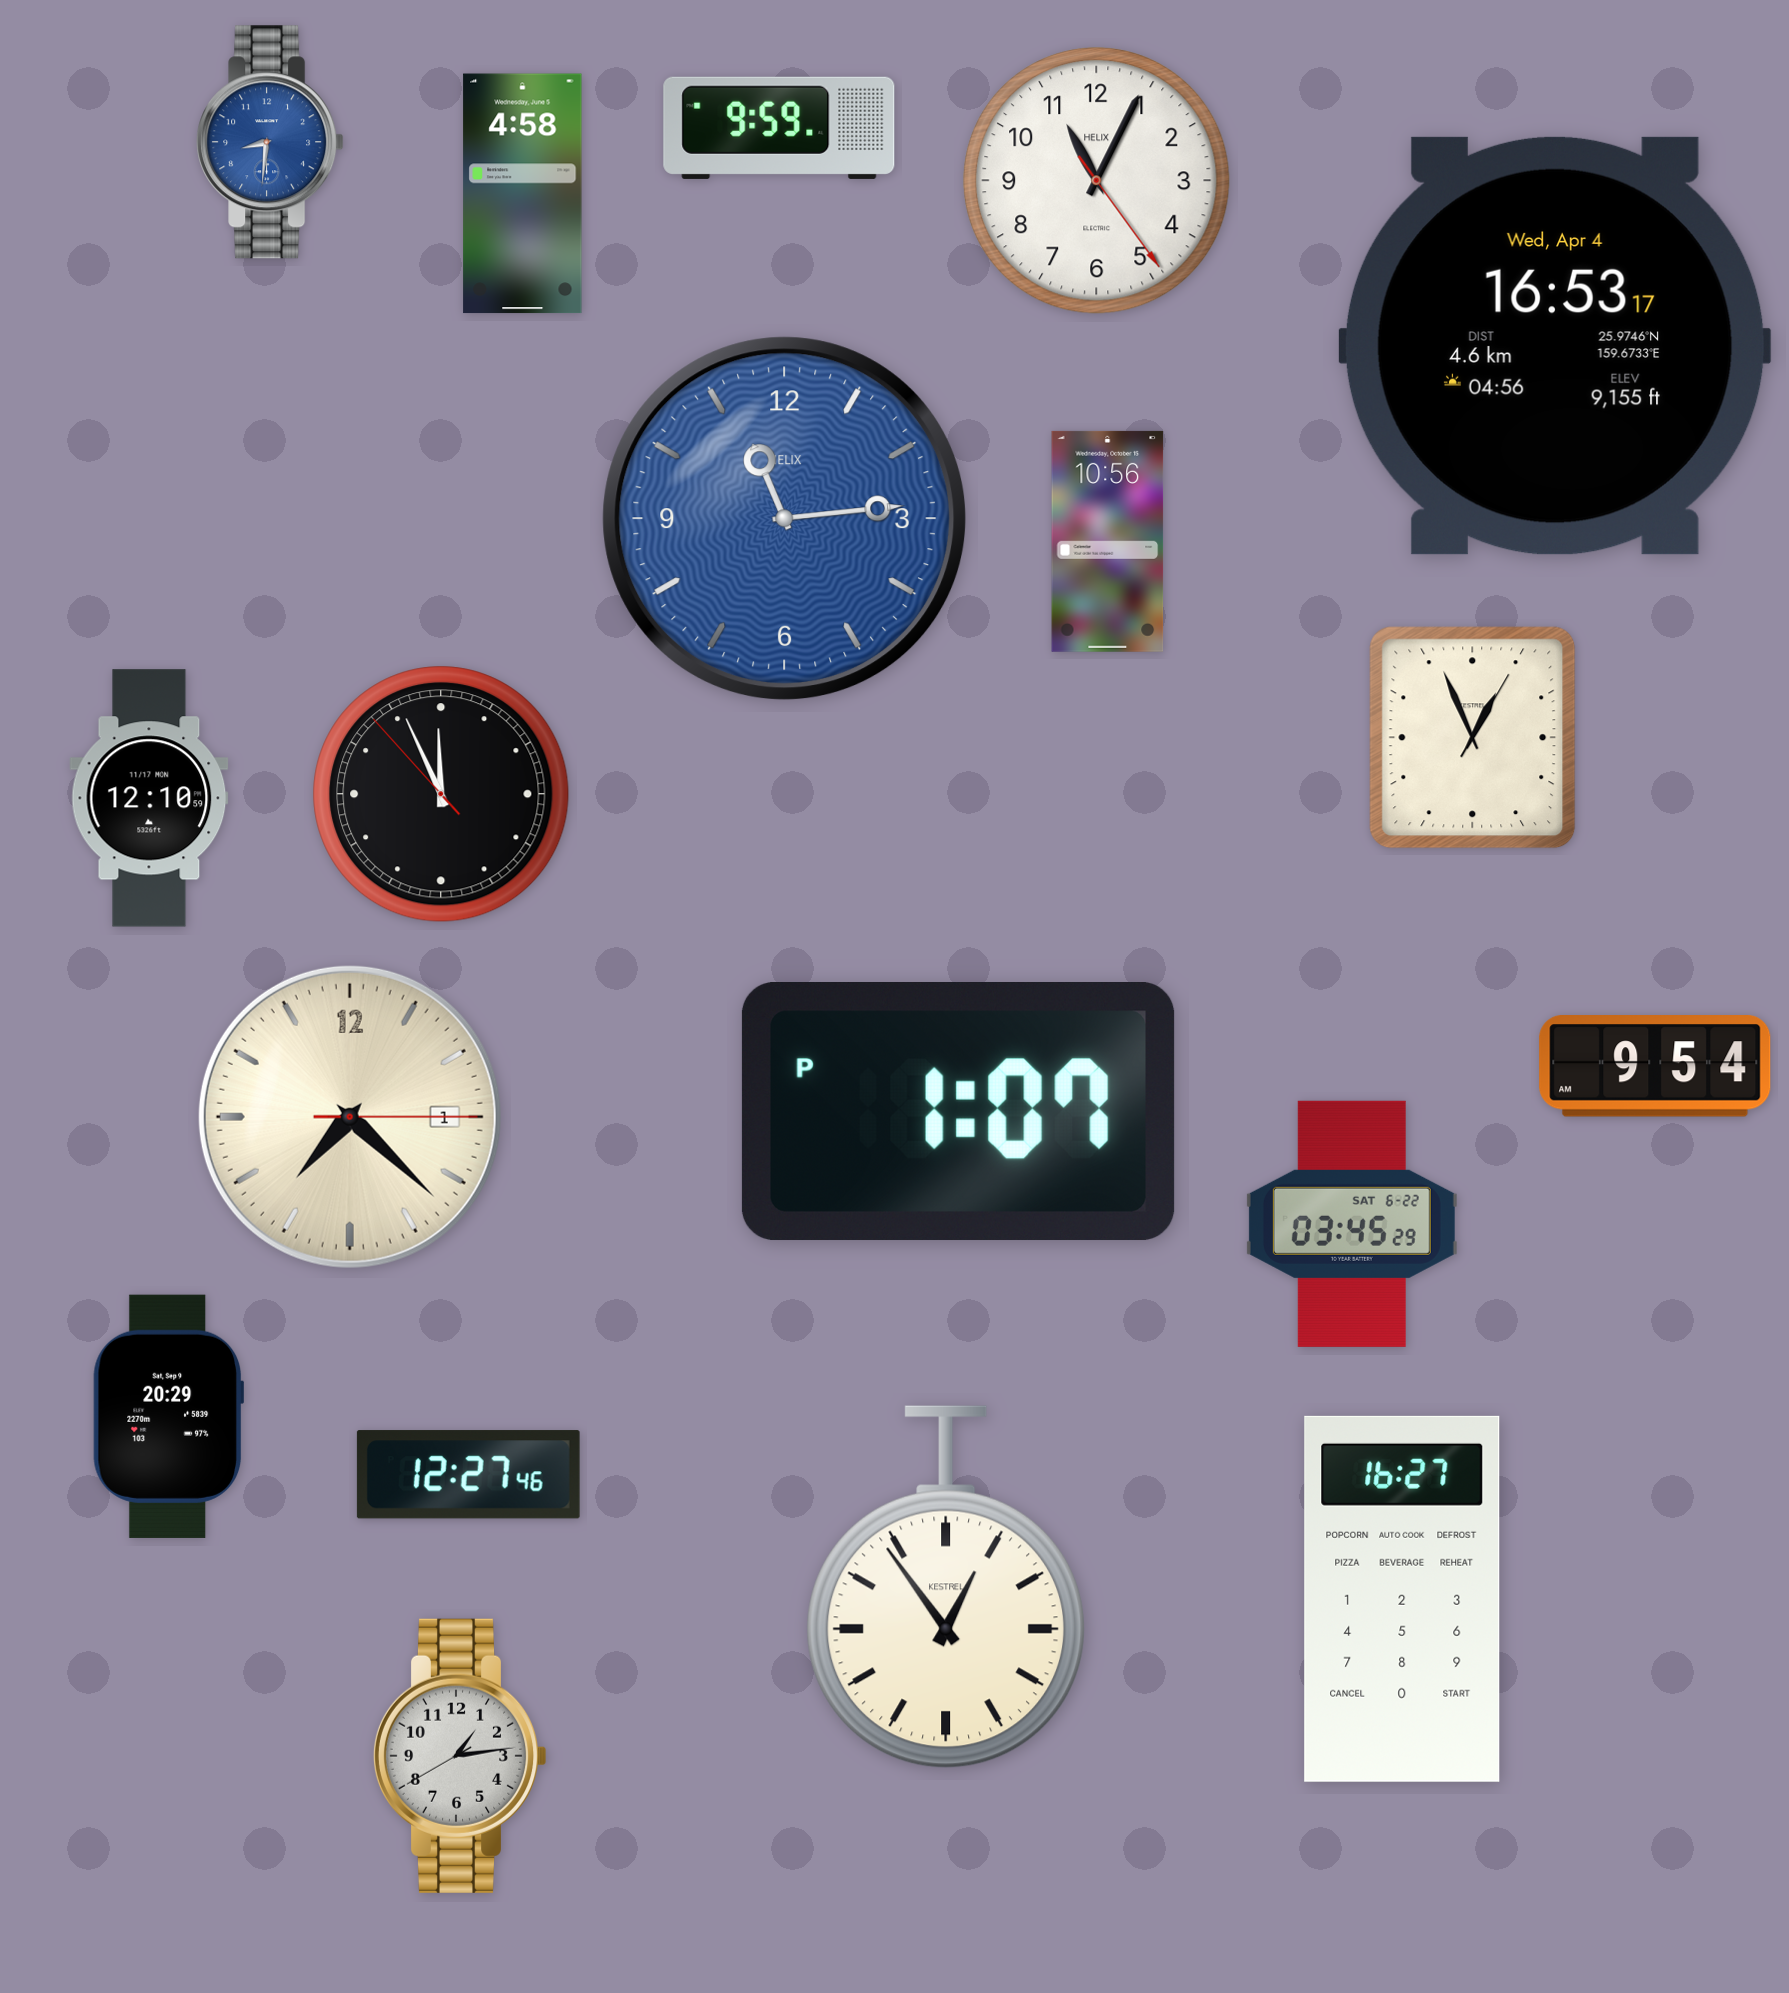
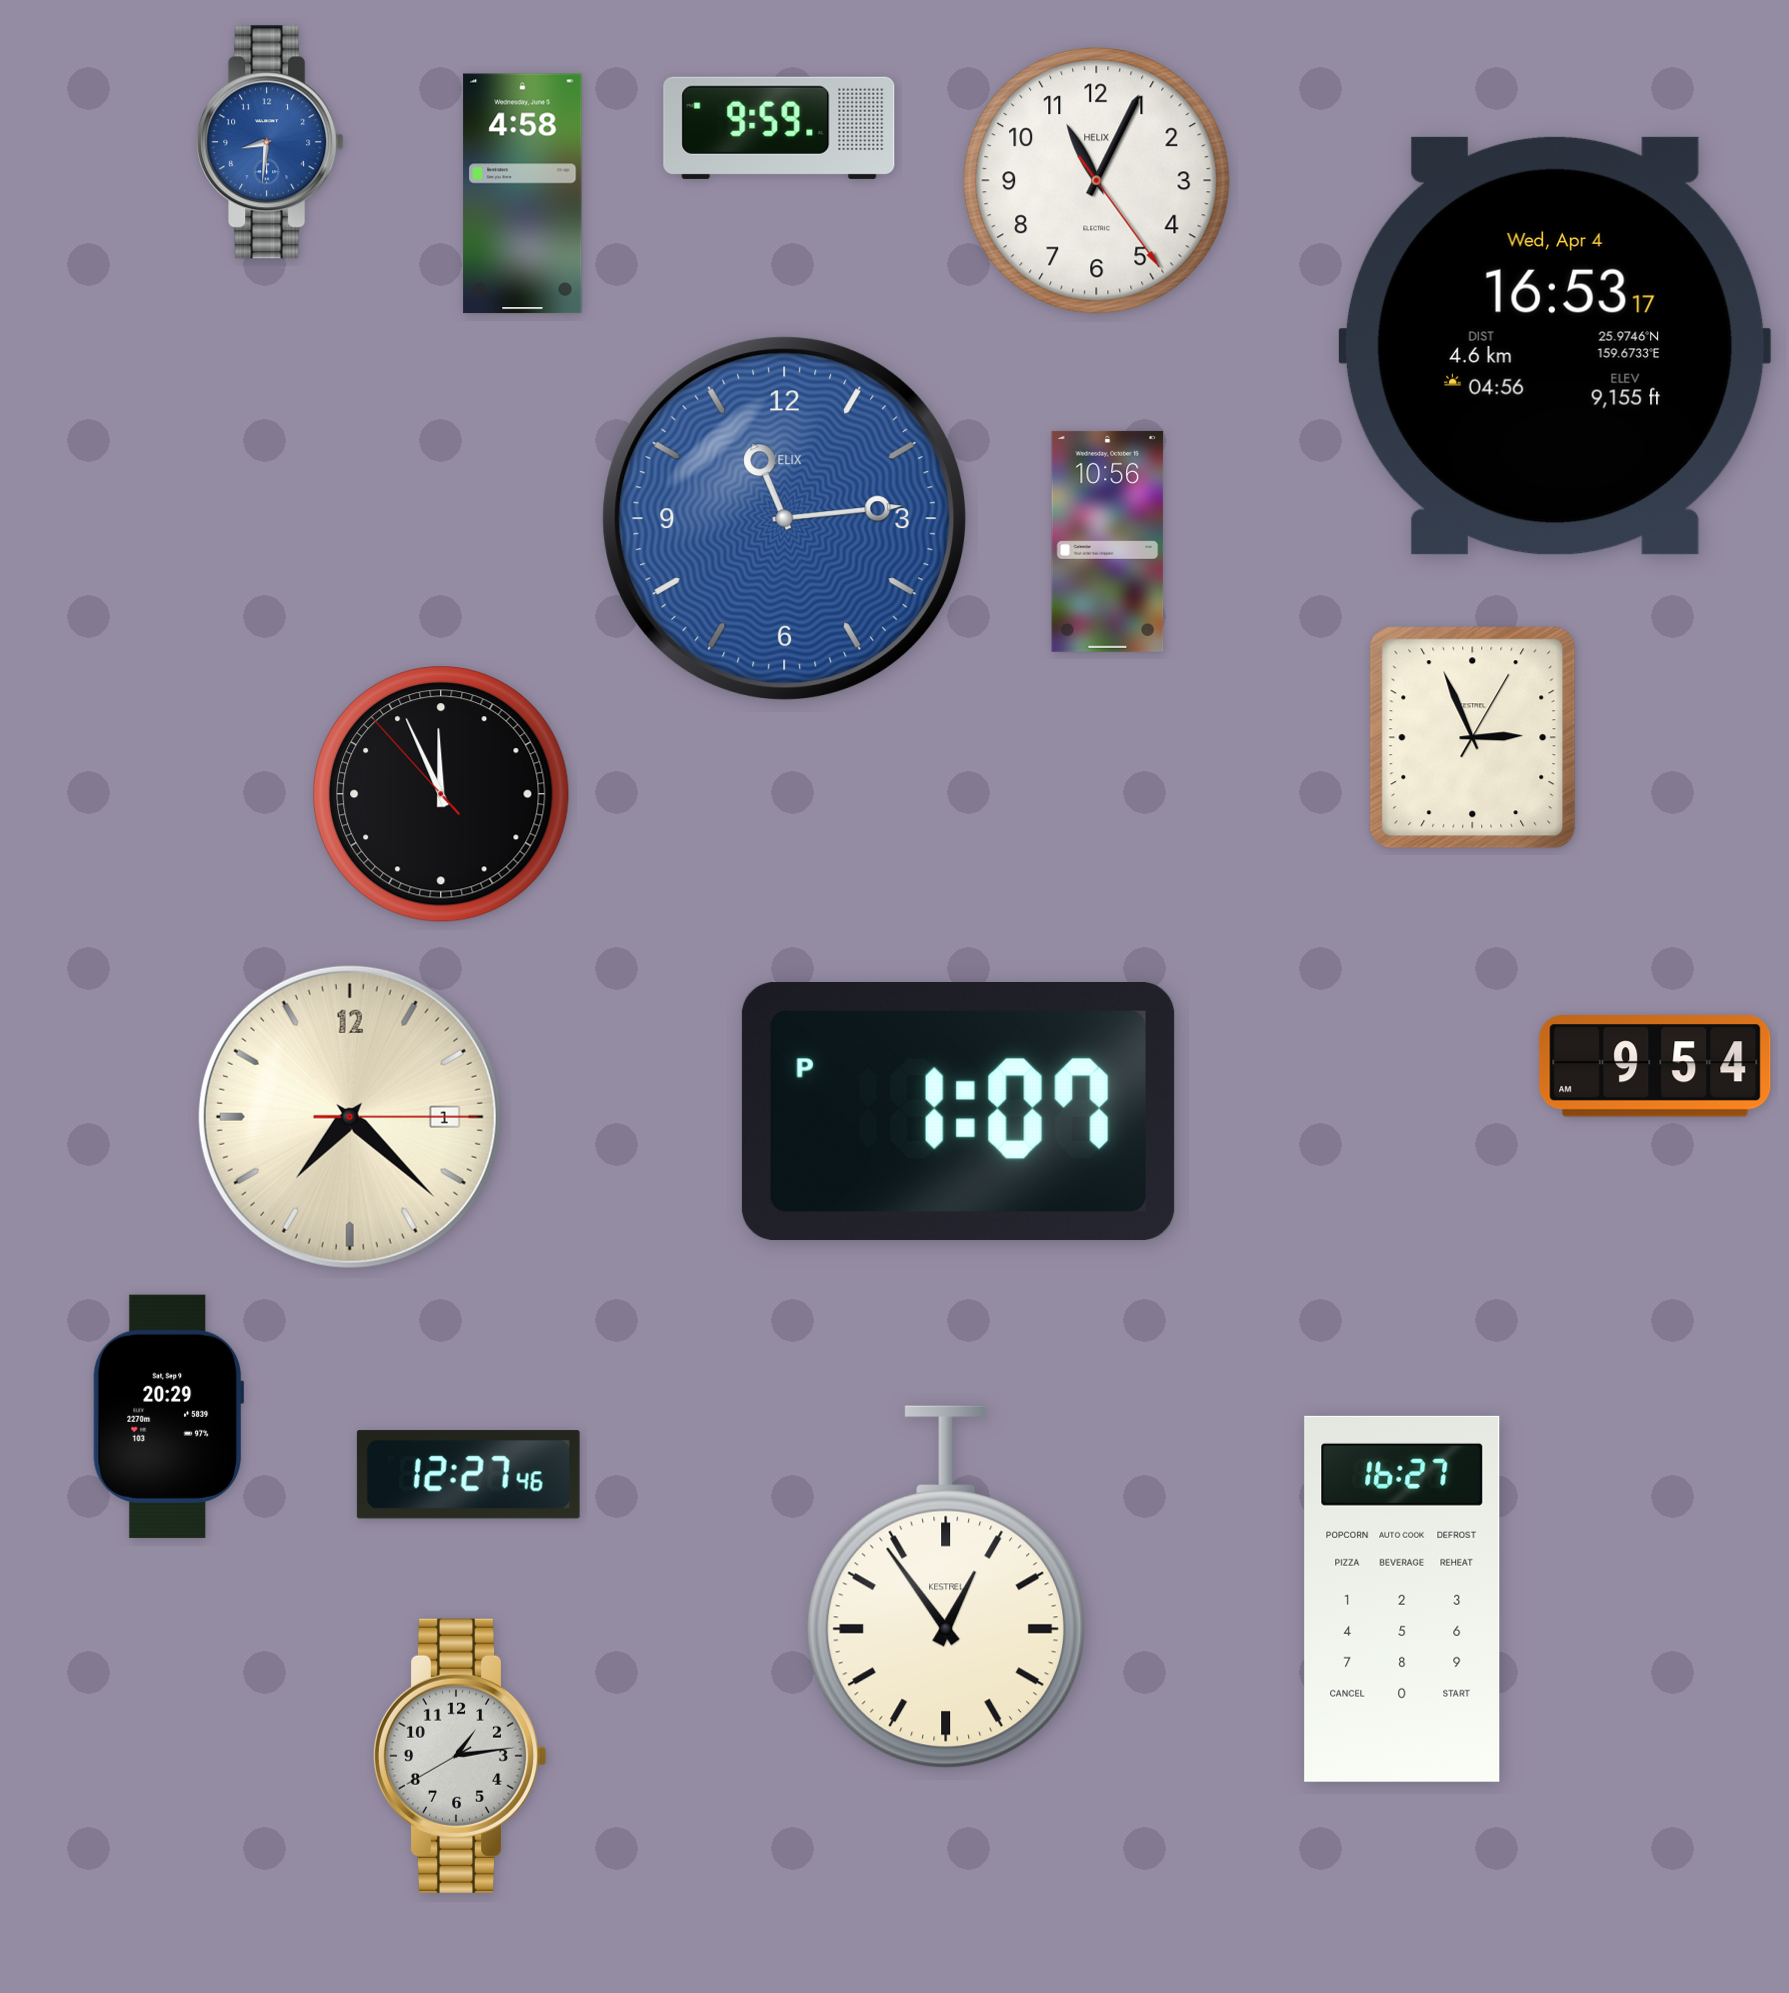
clock at (1473, 738): 12:56 -> 2:56
clock at (149, 798): 12:10 -> none
clock at (1352, 1224): 03:45 -> none
